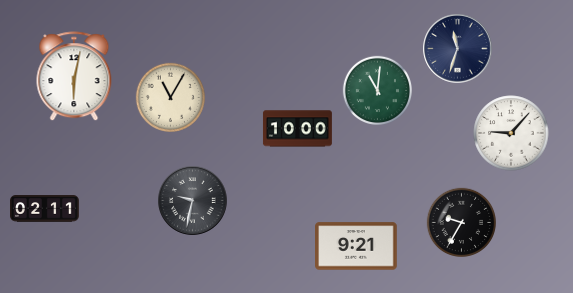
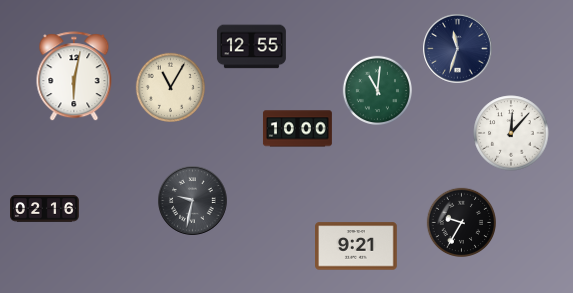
clock at (251, 47): none -> 12:55
clock at (171, 98) position: (171, 98) -> (171, 88)
clock at (511, 133): 9:07 -> 12:07
clock at (45, 209): 02:11 -> 02:16
